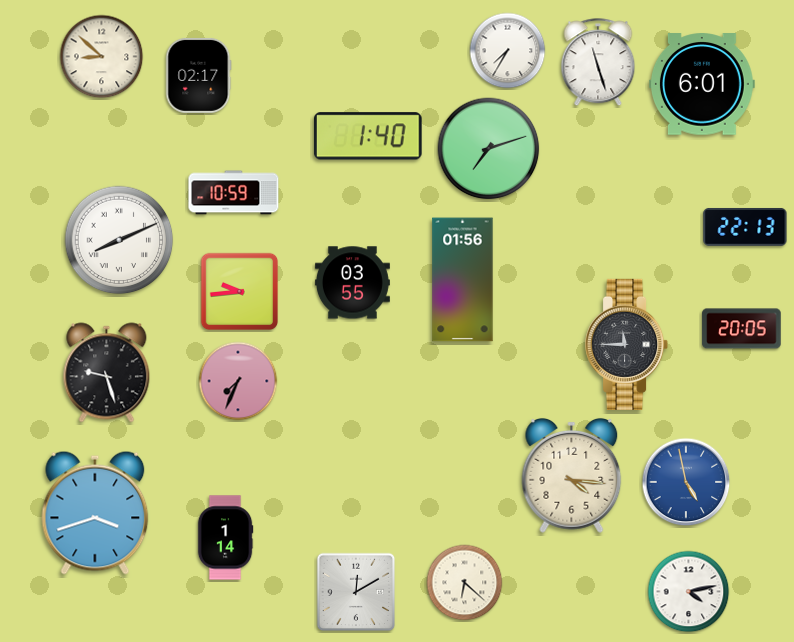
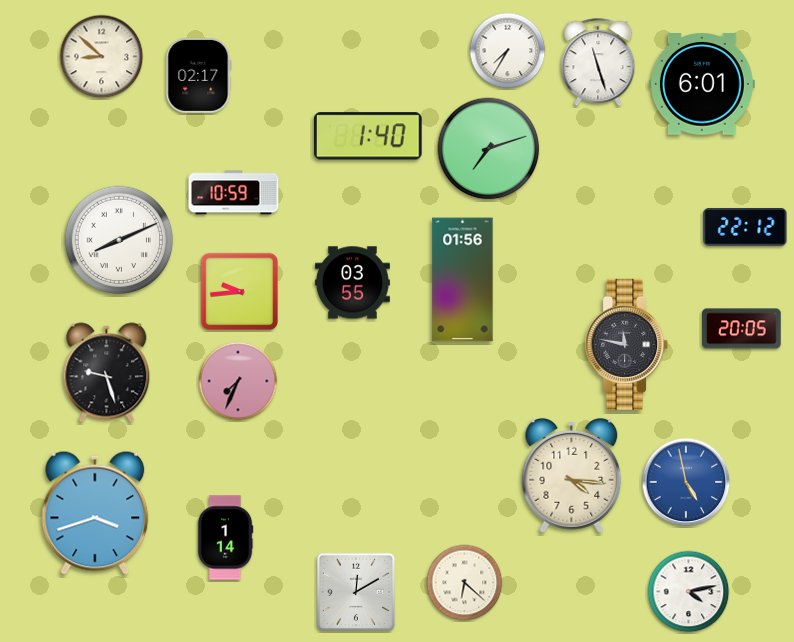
clock at (745, 227): 22:13 -> 22:12
clock at (627, 344): 11:45 -> 11:47
